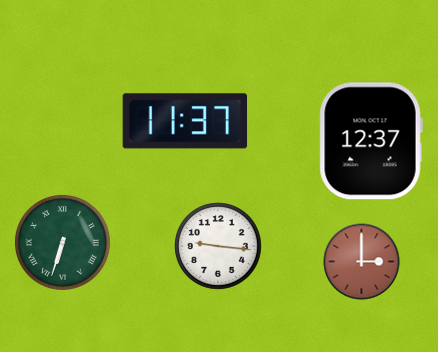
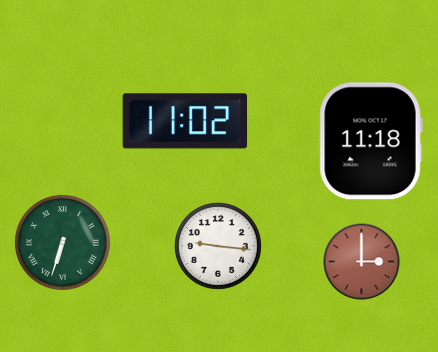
clock at (185, 121): 11:37 -> 11:02
clock at (371, 141): 12:37 -> 11:18
